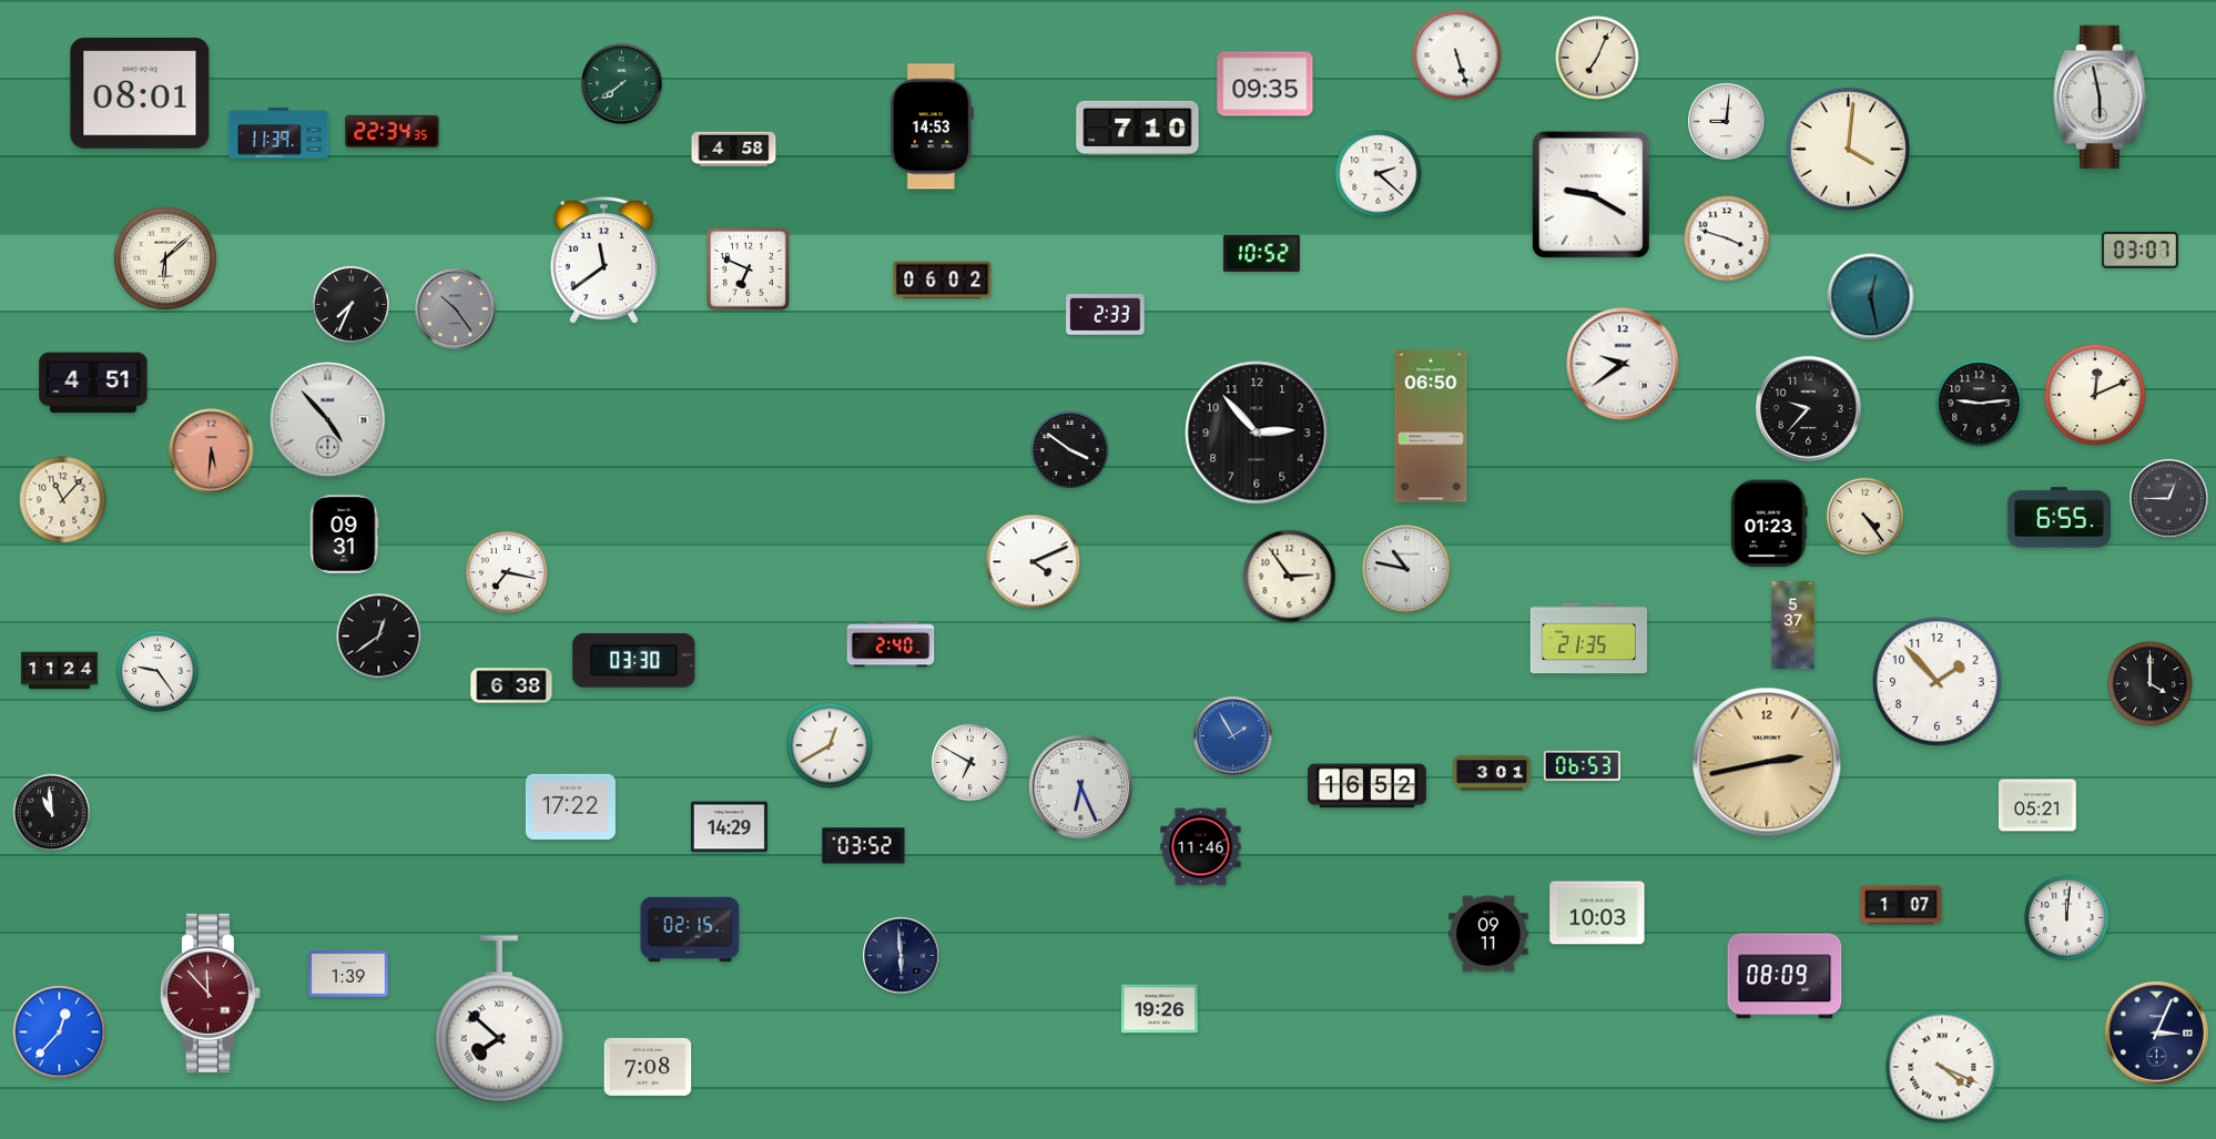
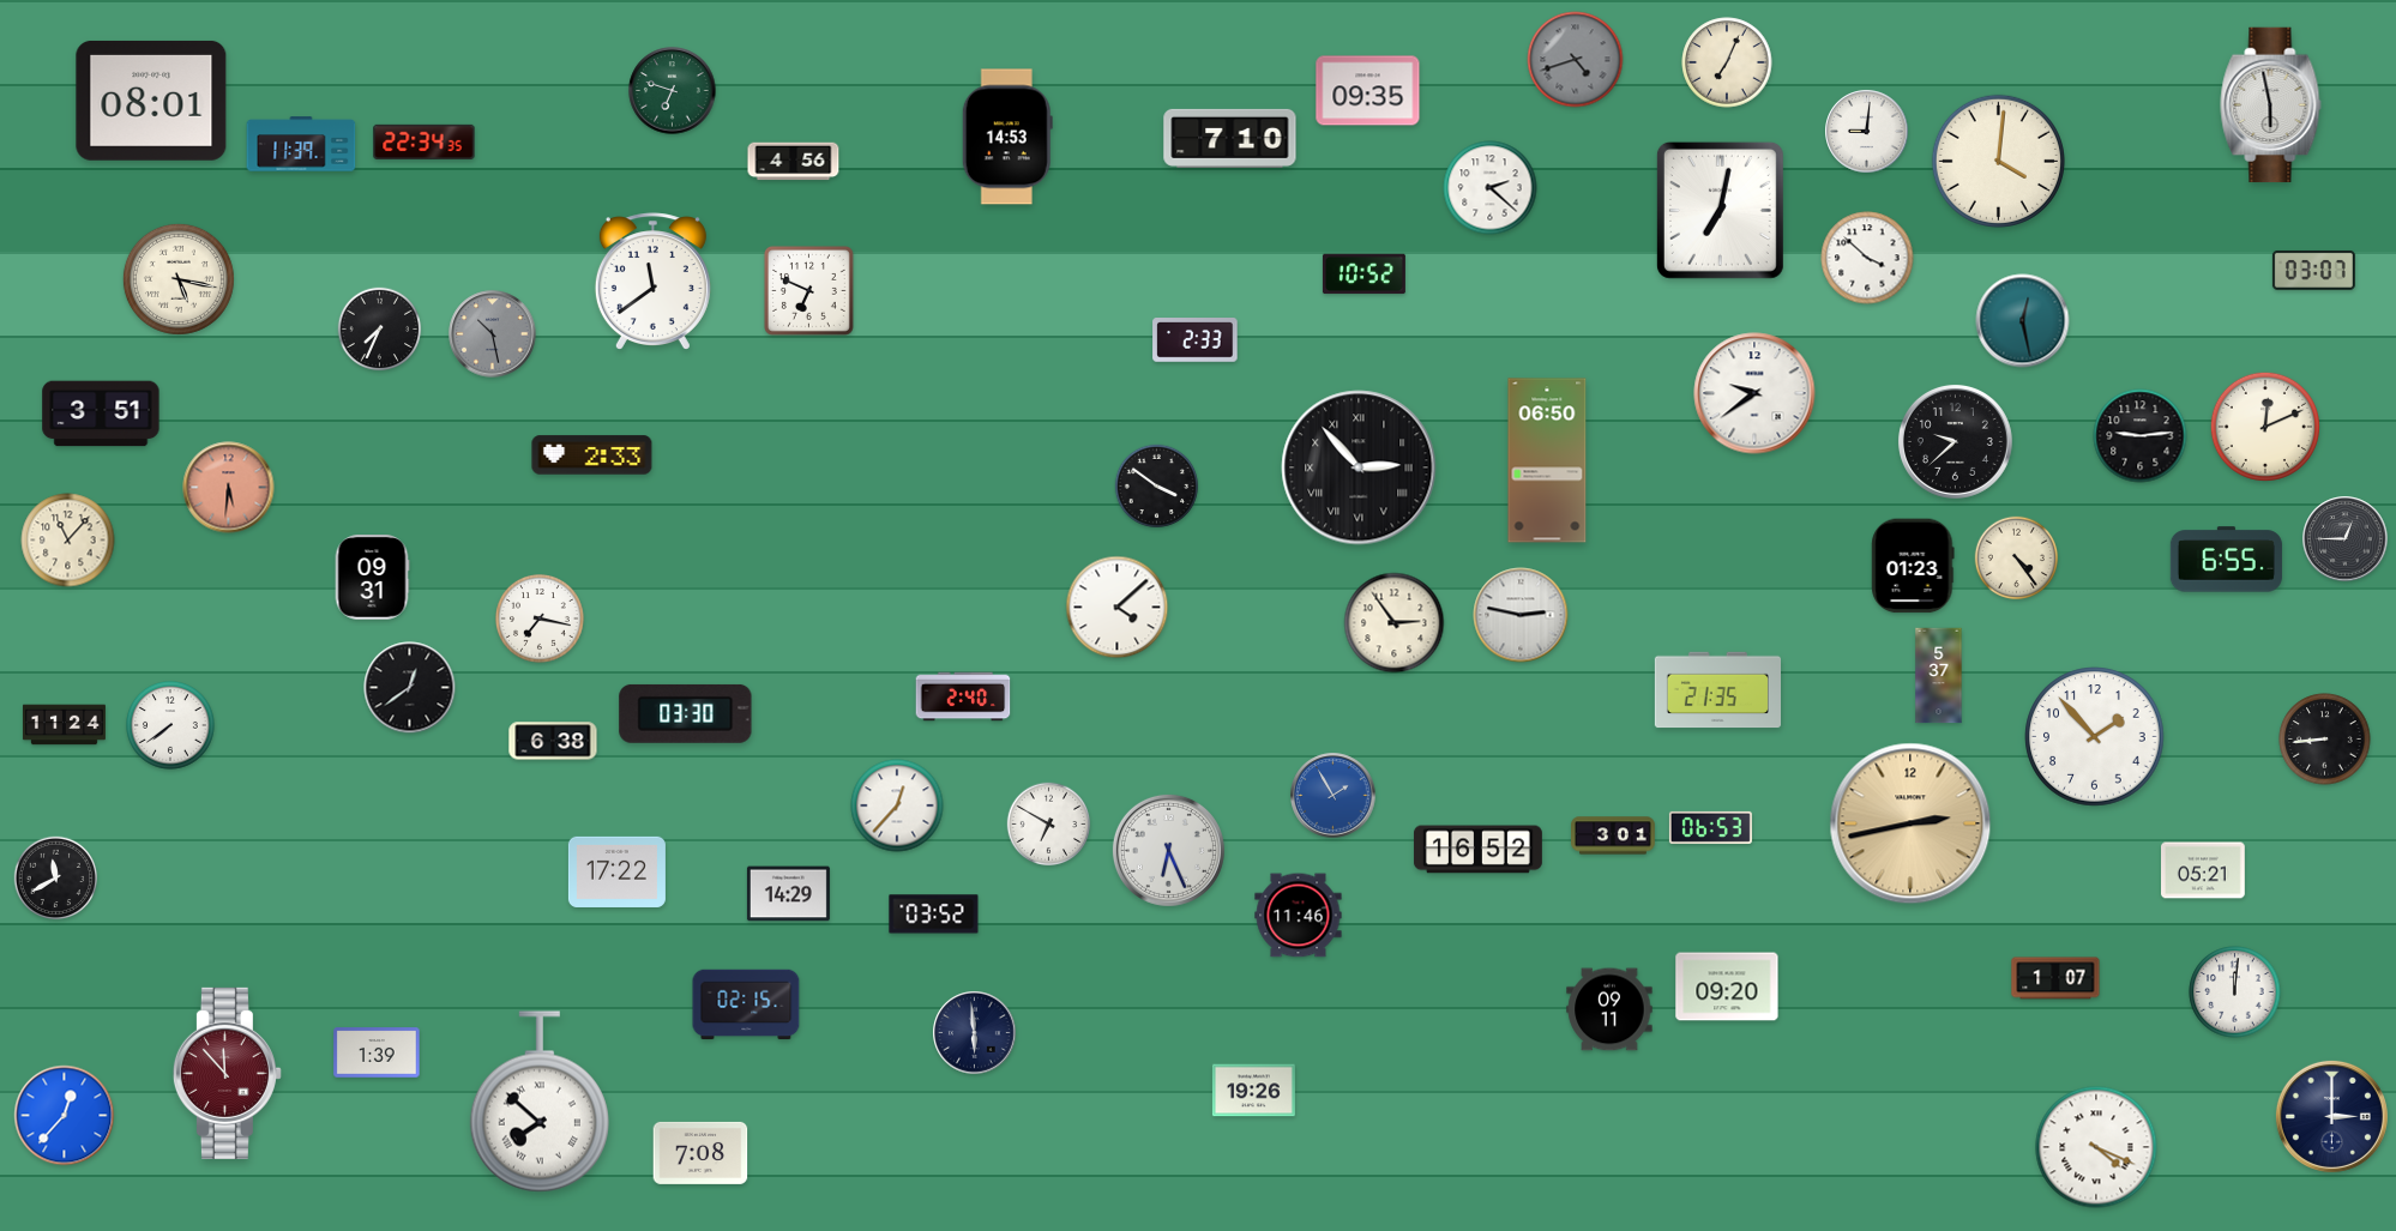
clock at (1457, 55): 5:27 -> 4:42
clock at (1457, 55) dial: white -> grey
clock at (622, 84): 7:39 -> 6:48
clock at (734, 150): 4:58 -> 4:56
clock at (1590, 194): 9:20 -> 7:02
clock at (1727, 238): 3:48 -> 3:52
clock at (165, 258): 6:08 -> 5:17
clock at (943, 281): 06:02 -> none
clock at (456, 309): 10:24 -> 10:28
clock at (93, 383): 4:51 -> 3:51
clock at (1808, 408): 9:37 -> 9:38
clock at (328, 420): 4:53 -> none
clock at (592, 455): none -> 2:33
clock at (1257, 433) numerals: Arabic -> Roman
clock at (1034, 562): 4:11 -> 4:08
clock at (1406, 569): 10:47 -> 2:47
clock at (508, 573) position: (508, 573) -> (541, 620)
clock at (159, 672): 9:24 -> 7:39
clock at (2151, 684): 4:00 -> 8:44
clock at (830, 745): 12:40 -> 12:37
clock at (52, 813): 10:59 -> 11:40
clock at (1597, 913): 10:03 -> 09:20
clock at (1785, 976): 08:09 -> none
clock at (2156, 1033): 3:04 -> 3:00
clock at (1942, 1067) position: (1942, 1067) -> (2096, 1147)
